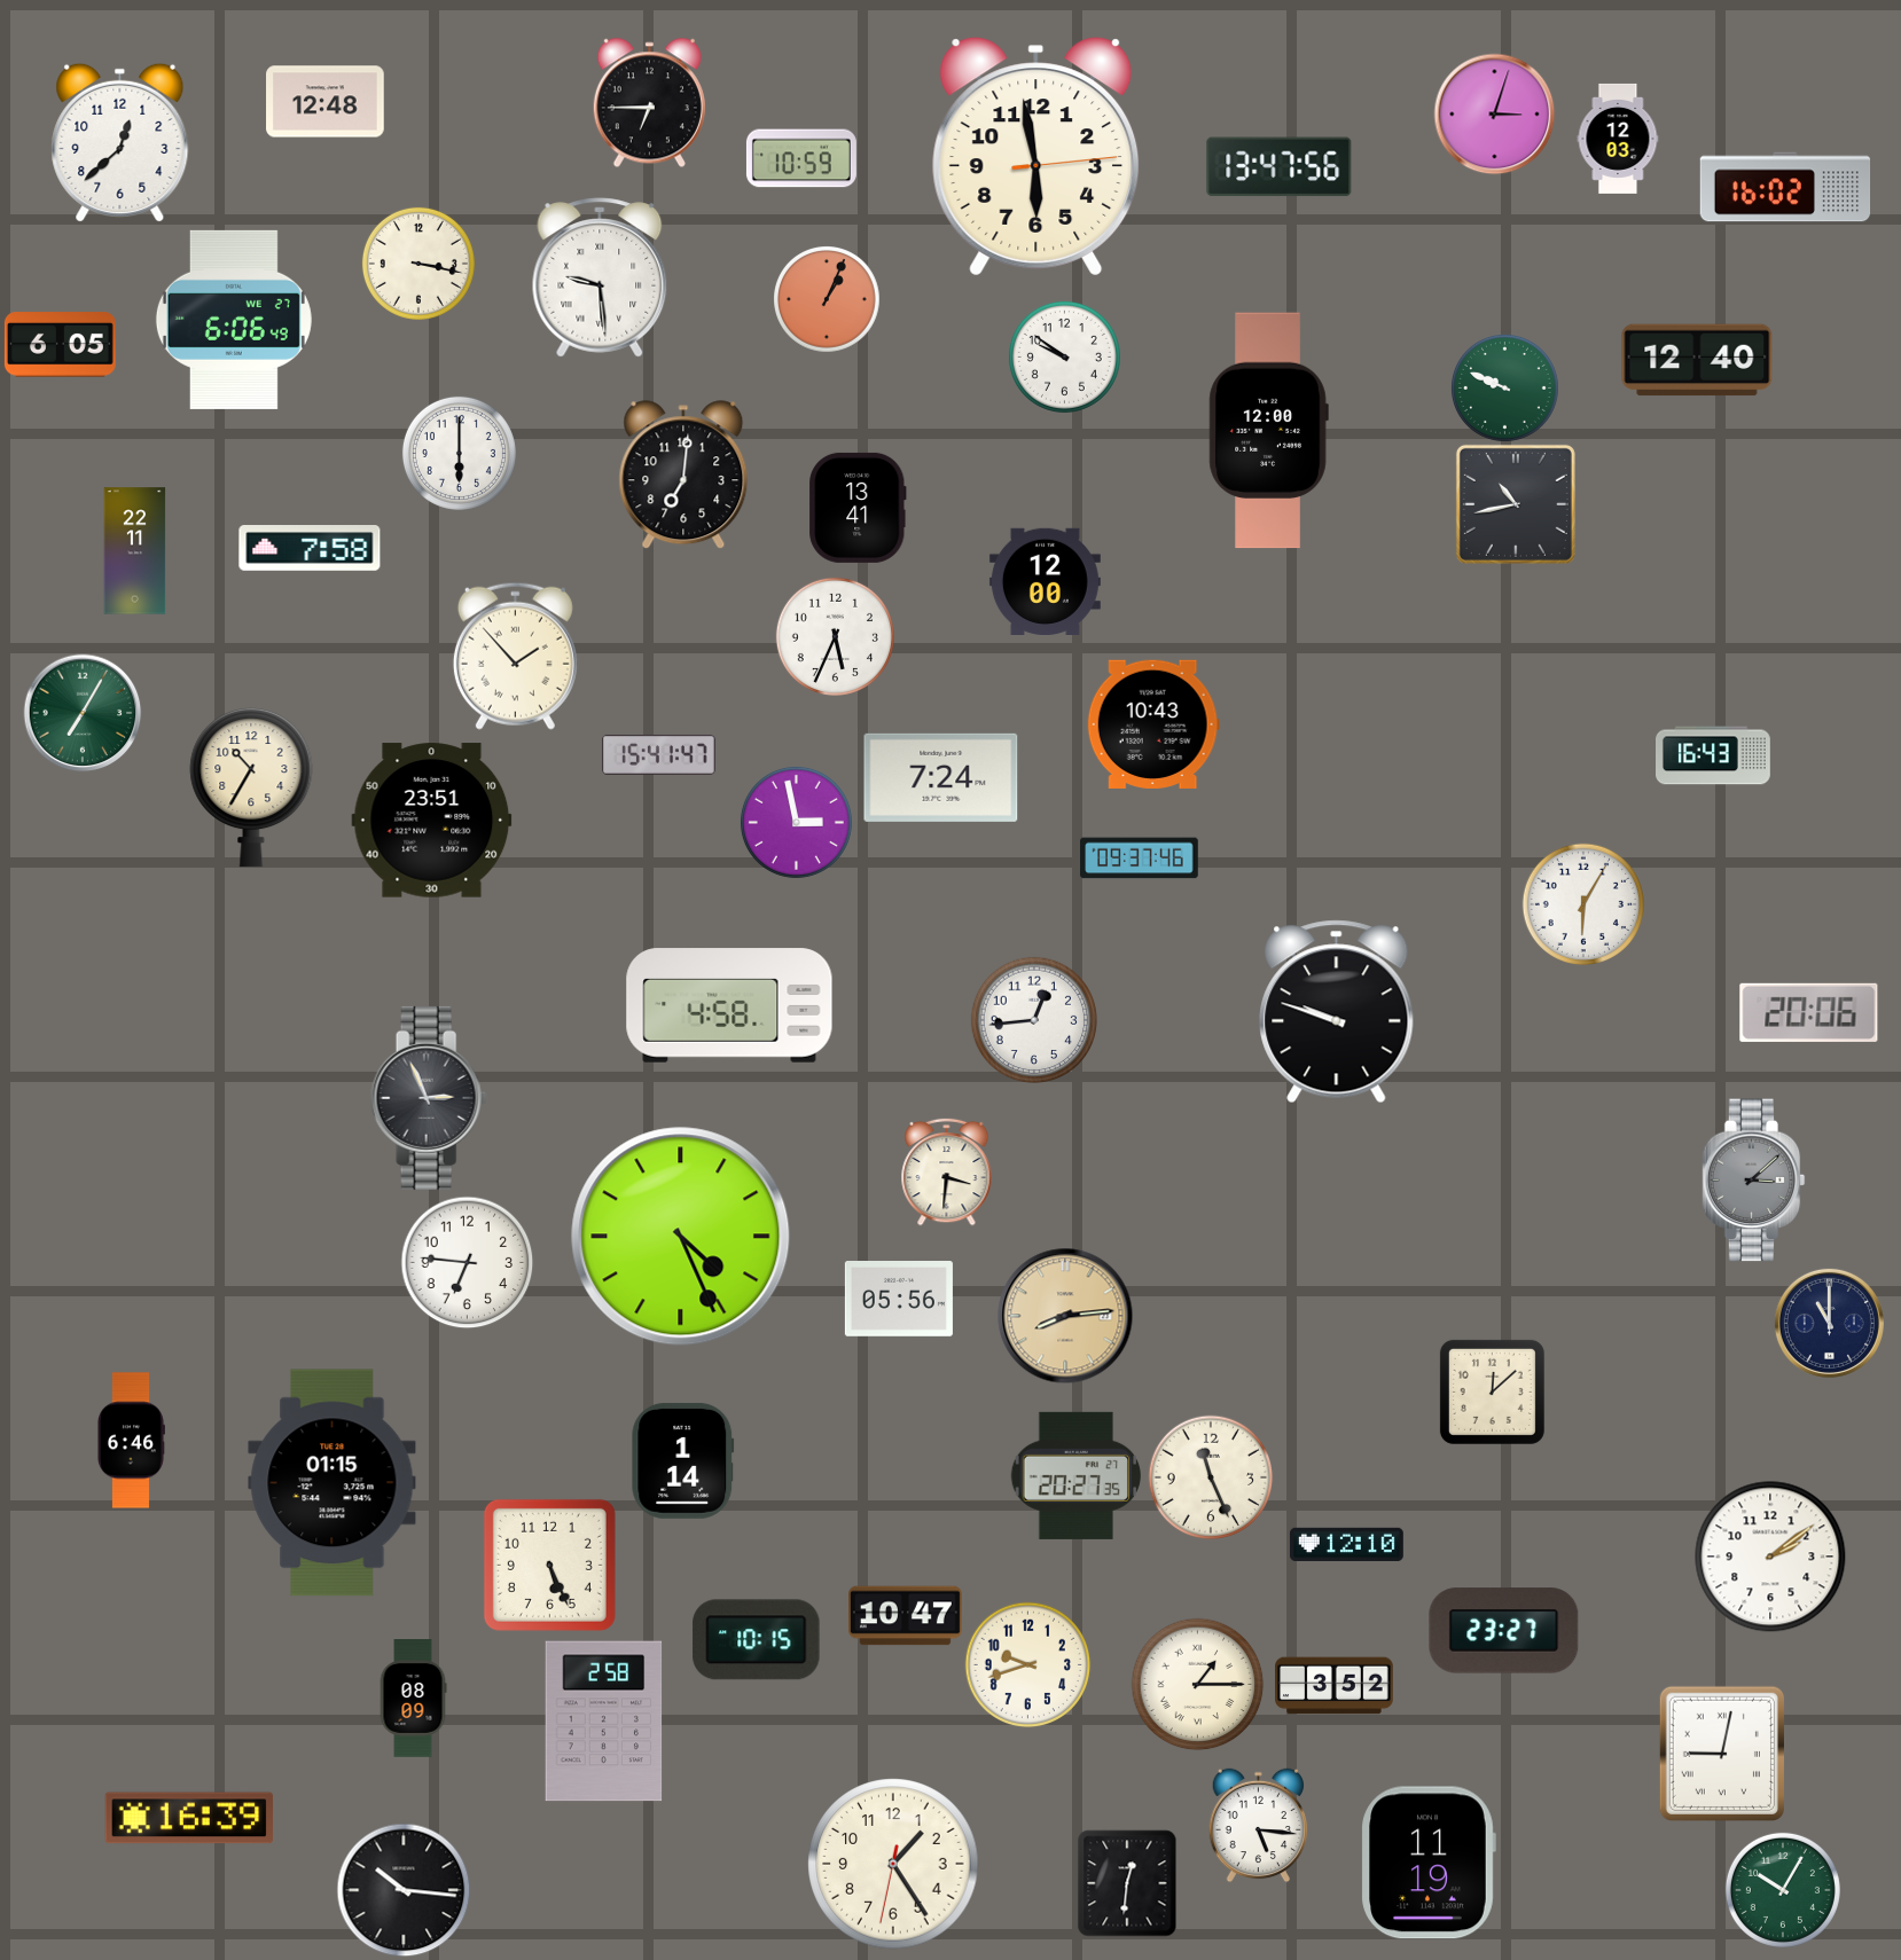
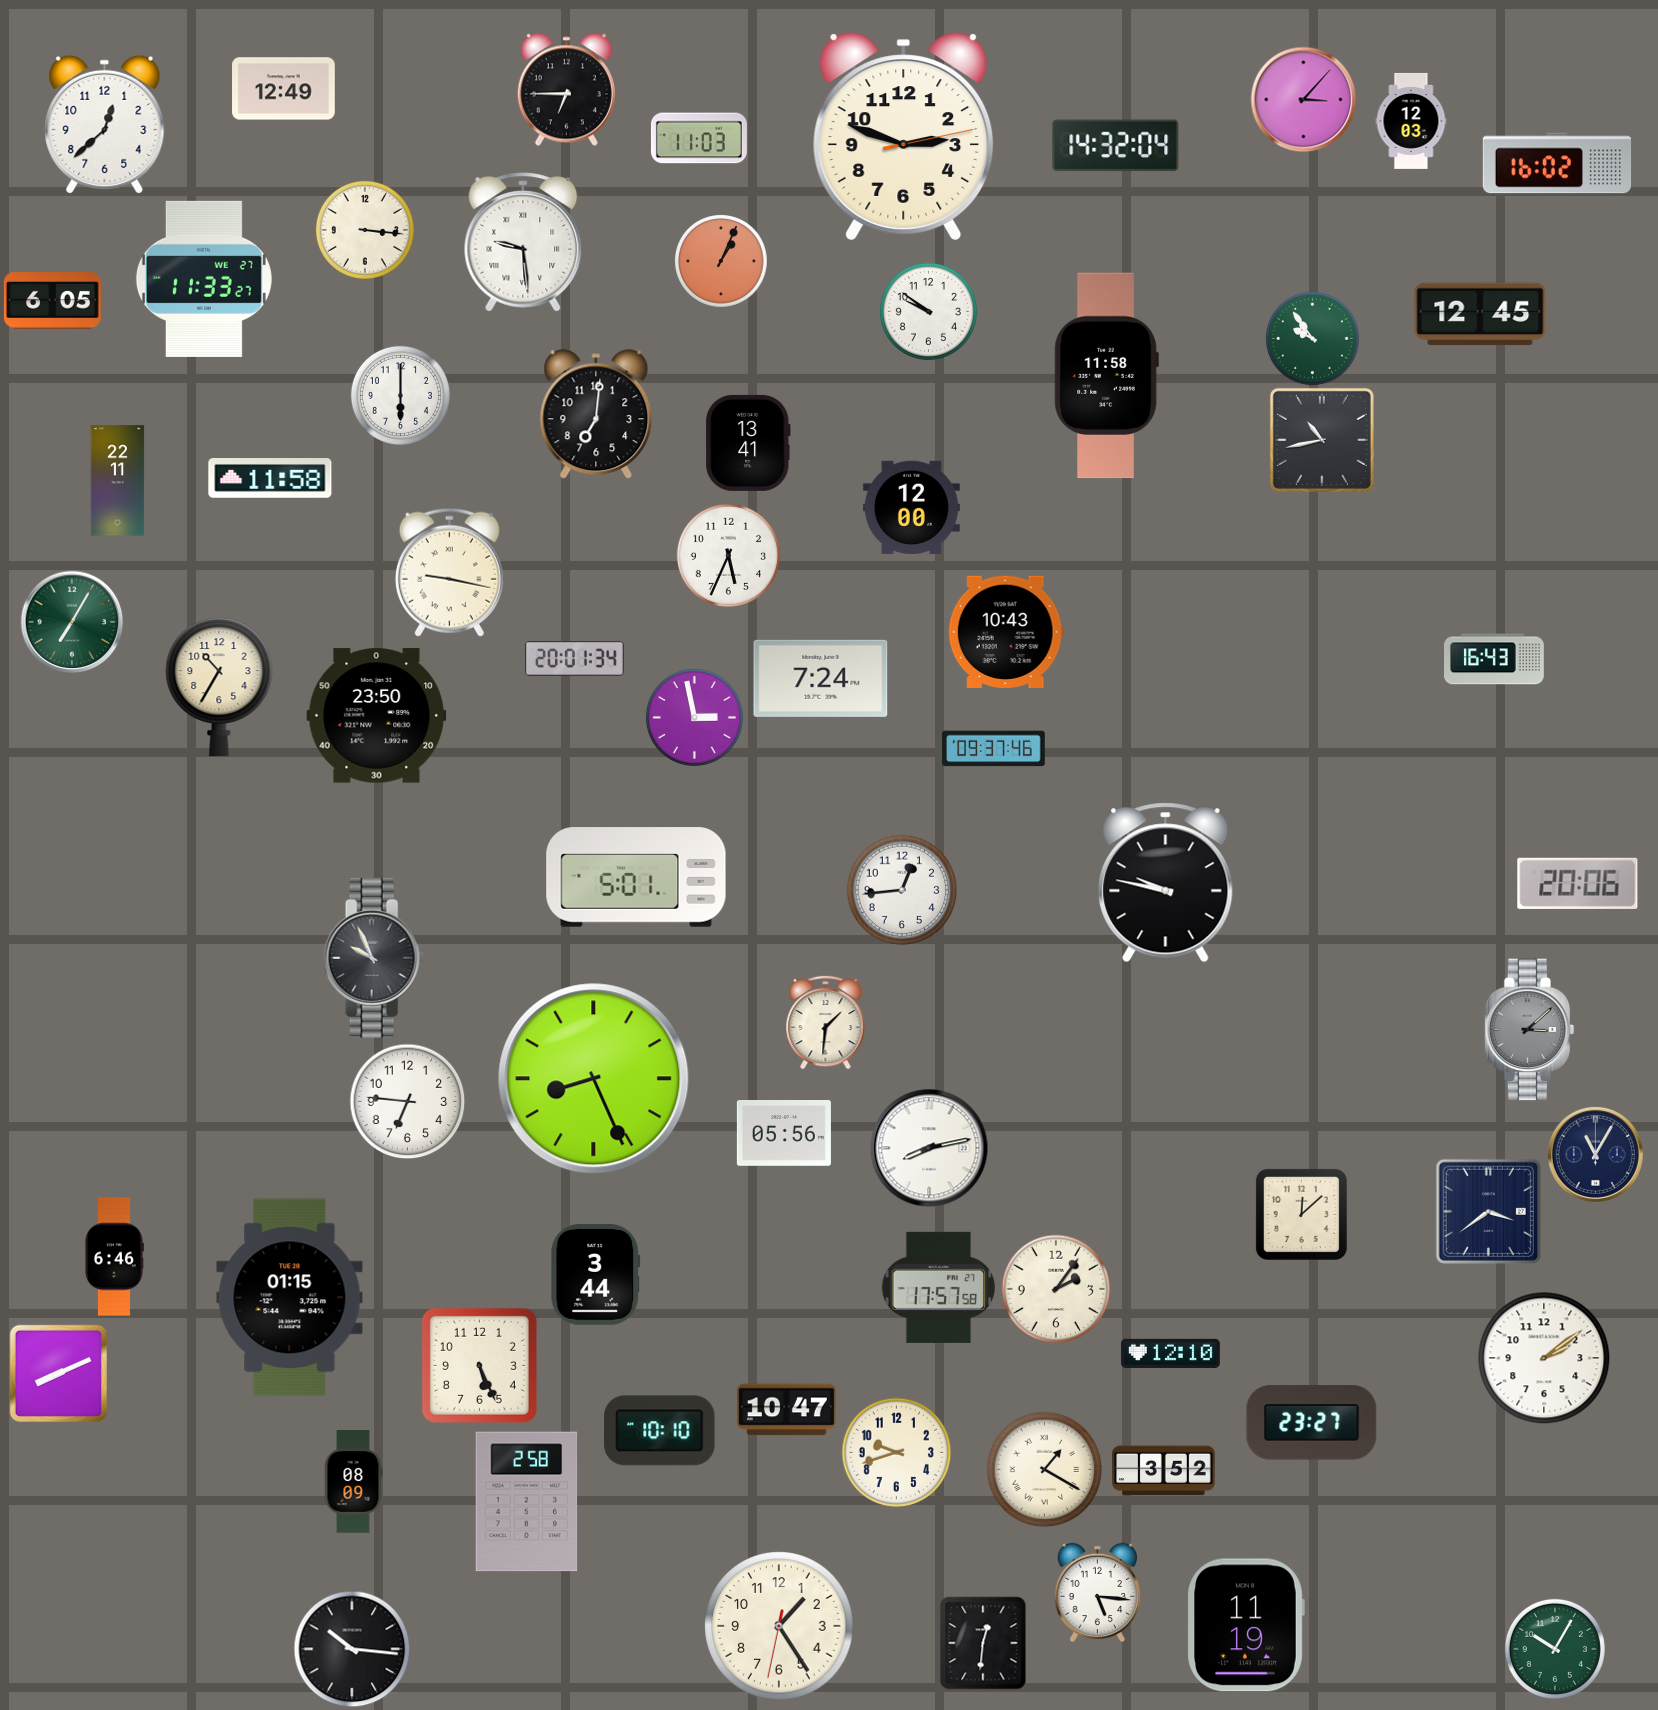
clock at (326, 102): 12:48 -> 12:49
clock at (1494, 113): 3:03 -> 3:07
clock at (1036, 157): 5:58 -> 2:48
clock at (801, 158): 10:59 -> 11:03
clock at (1280, 167): 13:47 -> 14:32
clock at (418, 264): 3:17 -> 3:16
clock at (234, 320): 6:06 -> 11:33
clock at (1697, 360): 12:40 -> 12:45
clock at (1505, 389): 9:49 -> 9:54
clock at (1268, 431): 12:00 -> 11:58
clock at (310, 548): 7:58 -> 11:58
clock at (515, 656): 1:53 -> 9:17
clock at (658, 754): 15:41 -> 20:01
clock at (432, 821): 23:51 -> 23:50
clock at (1582, 903): 6:05 -> none
clock at (729, 1005): 4:58 -> 5:01
clock at (1337, 1012): 9:48 -> 9:47
clock at (429, 1098): 2:56 -> 9:56
clock at (947, 1171): 3:31 -> 1:31
clock at (681, 1237): 4:26 -> 8:26
clock at (1065, 1316): 8:14 -> 8:13
clock at (1065, 1316) dial: champagne -> white
clock at (1829, 1323): 11:00 -> 11:05
clock at (1488, 1211): none -> 3:39
clock at (683, 1460): 1:14 -> 3:44
clock at (1075, 1475): 20:27 -> 17:57
clock at (1211, 1477): 11:26 -> 2:06
clock at (333, 1483) position: (333, 1483) -> (290, 1298)
clock at (1346, 1544) position: (1346, 1544) -> (1170, 1353)
clock at (58, 1373): none -> 8:11
clock at (905, 1616) position: (905, 1616) -> (786, 1410)
clock at (757, 1640): 10:15 -> 10:10
clock at (1197, 1684): 1:15 -> 1:20
clock at (413, 1699) position: (413, 1699) -> (353, 1482)
clock at (1721, 1753): 9:02 -> none
clock at (189, 1818): 16:39 -> none
